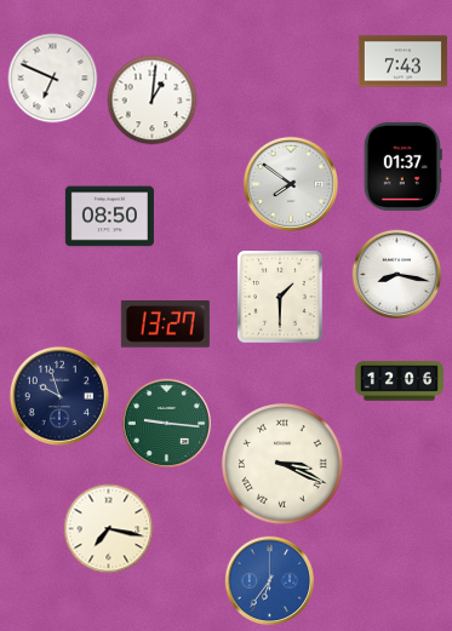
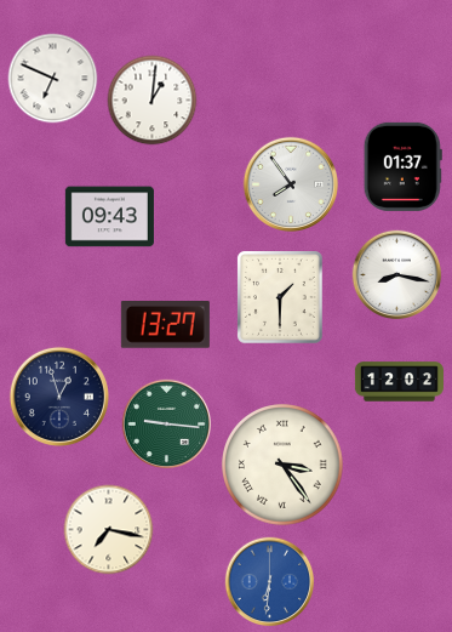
clock at (402, 62): 7:43 -> none
clock at (290, 183): 7:51 -> 7:54
clock at (109, 217): 08:50 -> 09:43
clock at (399, 382): 12:06 -> 12:02
clock at (58, 395): 9:57 -> 12:57
clock at (282, 464): 3:19 -> 3:24
clock at (270, 581): 6:36 -> 6:31
